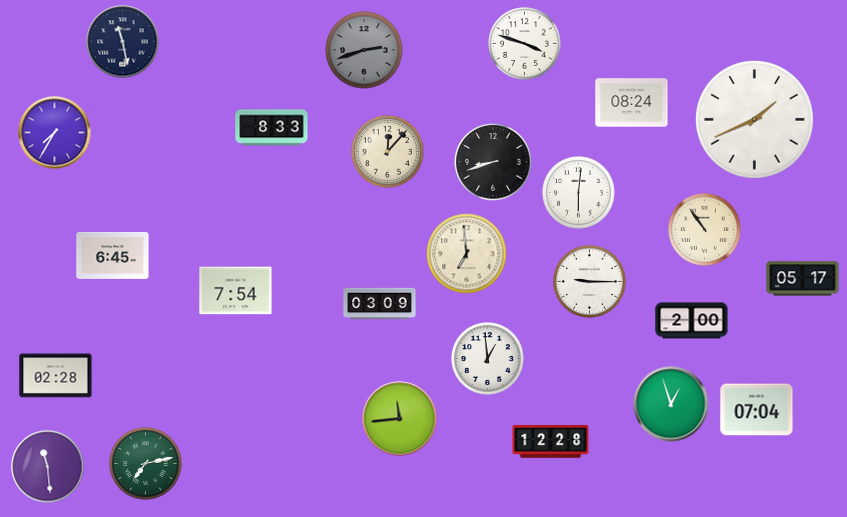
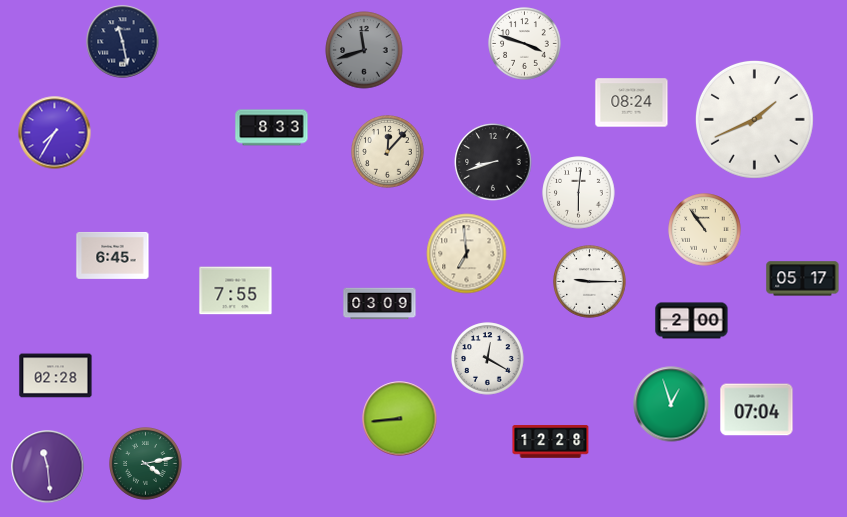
clock at (364, 50): 2:42 -> 11:42
clock at (236, 291): 7:54 -> 7:55
clock at (488, 359): 12:59 -> 12:20
clock at (400, 419): 11:44 -> 8:44
clock at (146, 464): 7:13 -> 4:13
